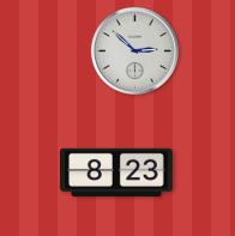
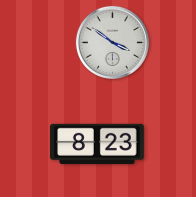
clock at (134, 50): 2:52 -> 3:51
